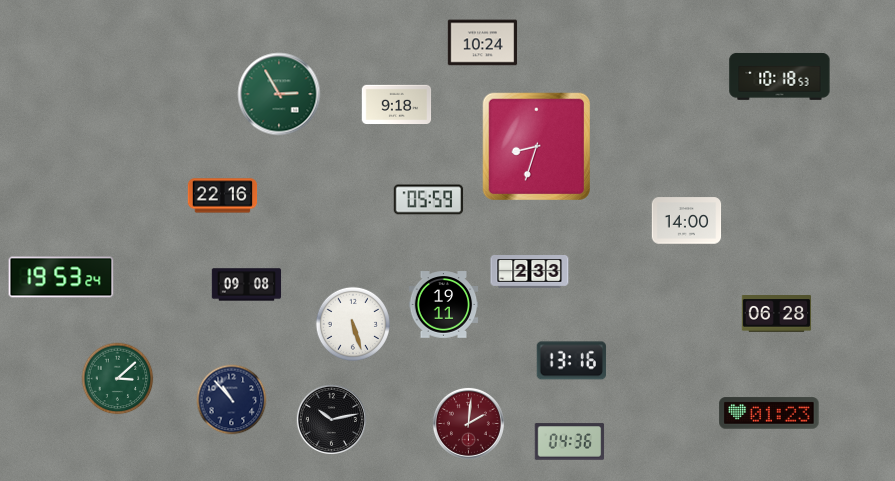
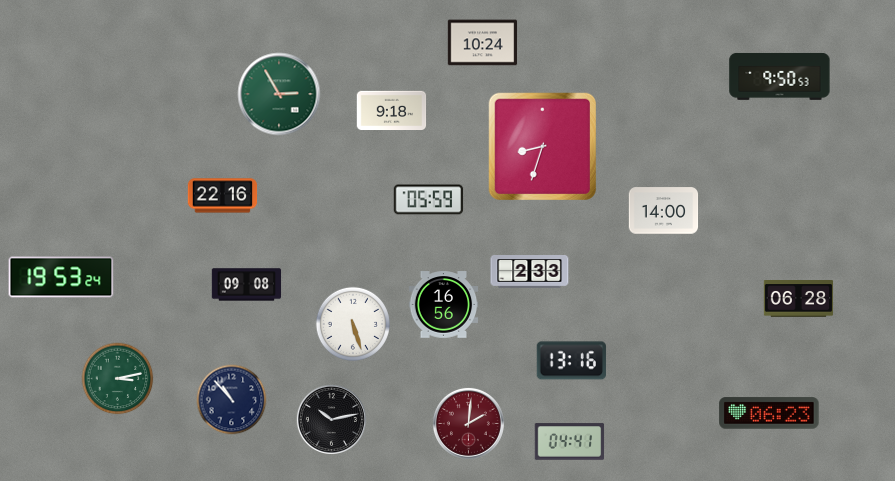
clock at (780, 76): 10:18 -> 9:50
clock at (397, 104) position: (397, 104) -> (392, 110)
clock at (536, 146) position: (536, 146) -> (542, 146)
clock at (687, 221) position: (687, 221) -> (664, 211)
clock at (444, 305): 19:11 -> 16:56
clock at (777, 314) position: (777, 314) -> (799, 299)
clock at (118, 379): 3:08 -> 3:13
clock at (769, 413): 01:23 -> 06:23
clock at (570, 442): 04:36 -> 04:41
